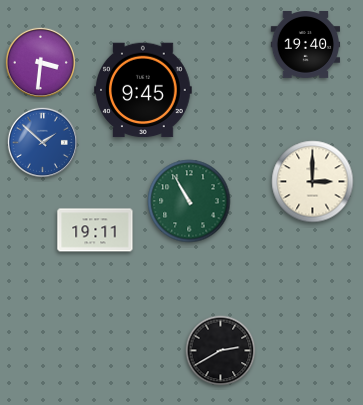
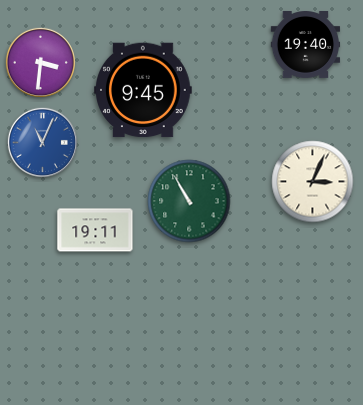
clock at (42, 142): 1:52 -> 11:04
clock at (313, 182): 3:00 -> 3:04
clock at (221, 351): 2:40 -> none
